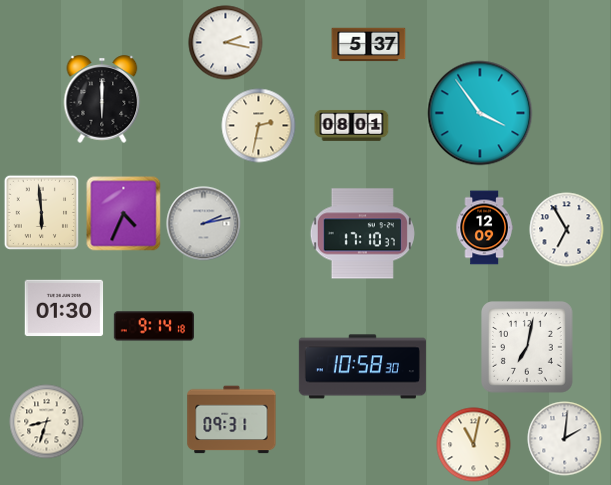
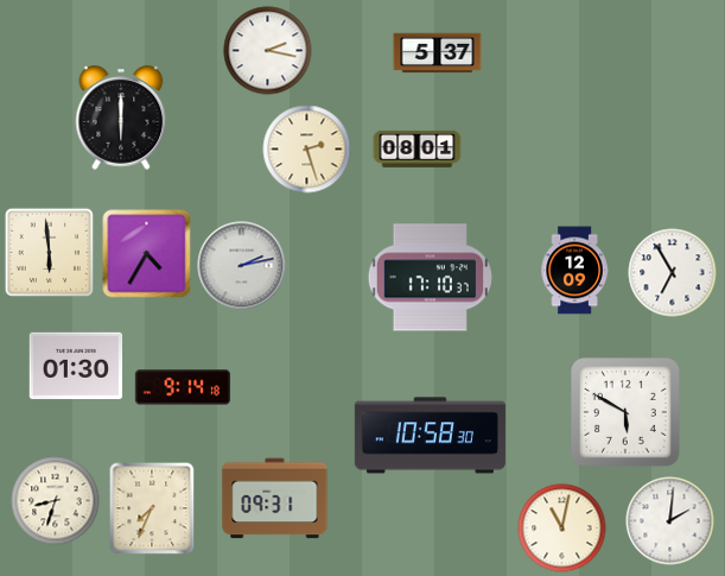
clock at (480, 113): 3:54 -> none
clock at (259, 126): 2:32 -> 2:27
clock at (124, 214): 4:34 -> 4:35
clock at (528, 348): 7:02 -> 5:50
clock at (152, 508): none -> 7:34
